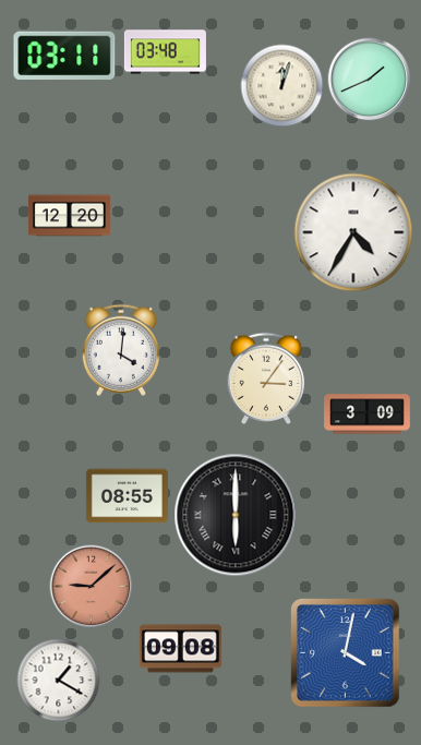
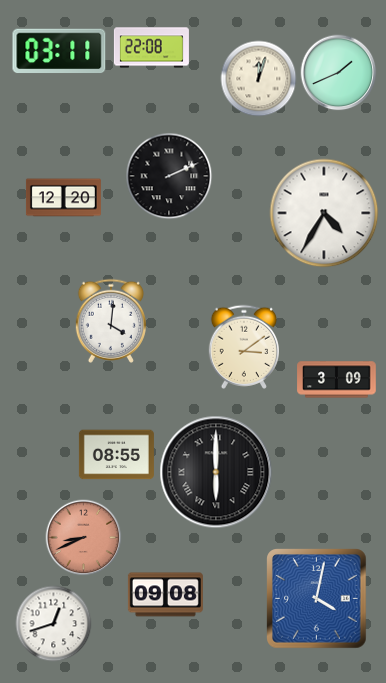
clock at (165, 52): 03:48 -> 22:08
clock at (169, 176): none -> 2:11
clock at (266, 378): 3:06 -> 3:09
clock at (92, 587): 9:08 -> 8:41
clock at (59, 681): 1:20 -> 12:42
